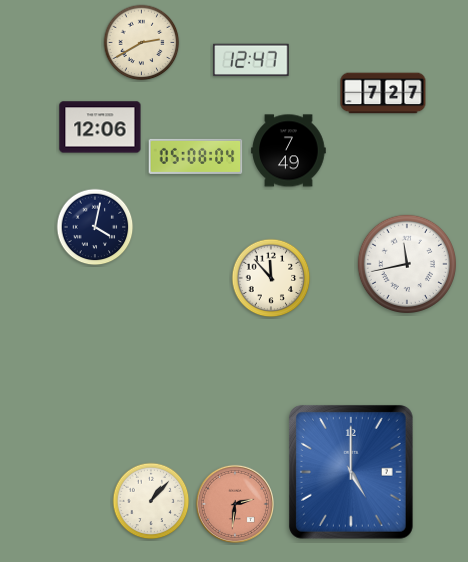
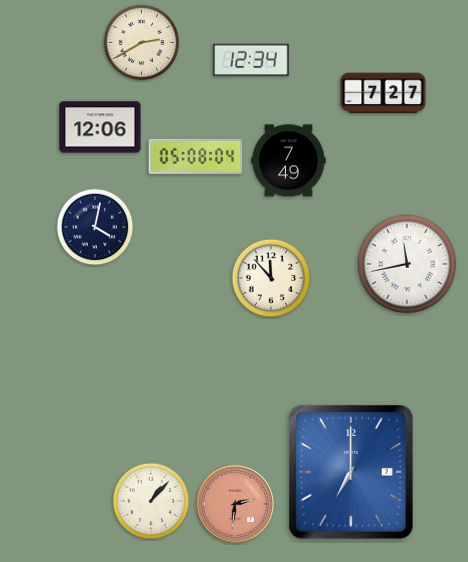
clock at (251, 60): 12:47 -> 12:34
clock at (289, 151) position: (289, 151) -> (289, 161)
clock at (351, 472): 5:00 -> 7:00
